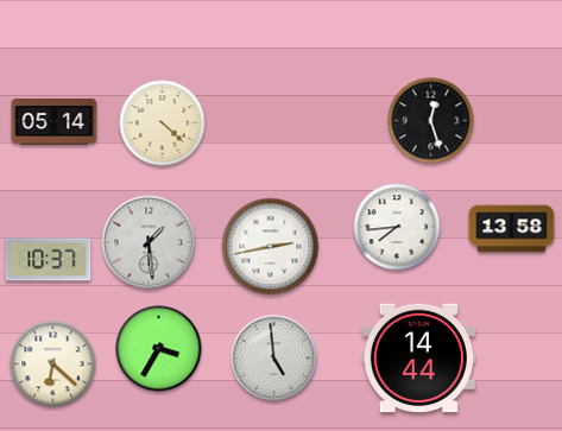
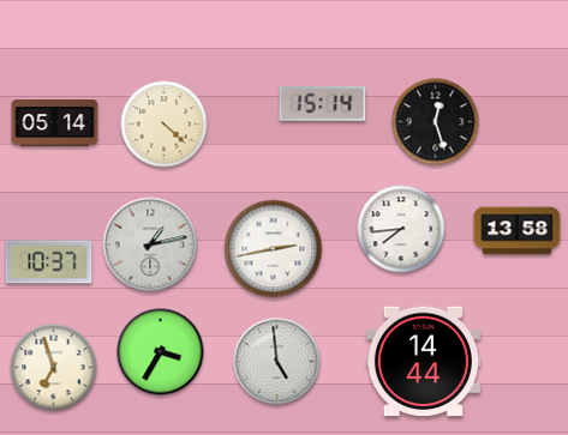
clock at (323, 104): none -> 15:14
clock at (149, 242): 1:29 -> 1:13
clock at (53, 365): 6:22 -> 6:57
